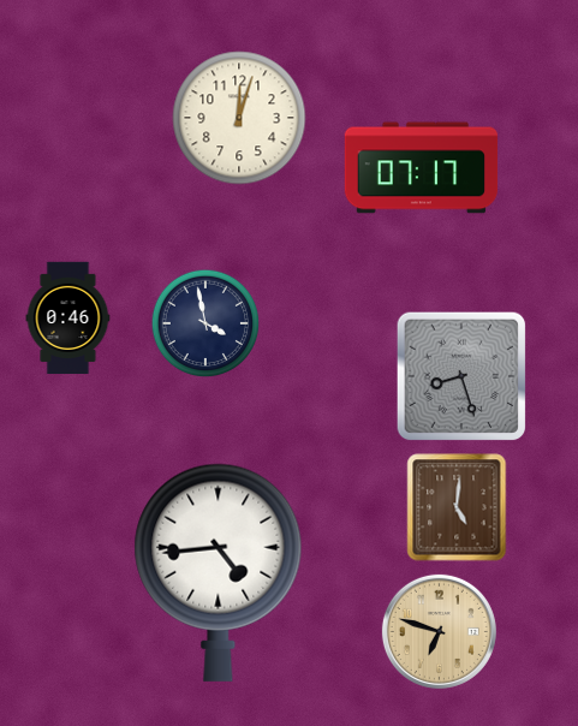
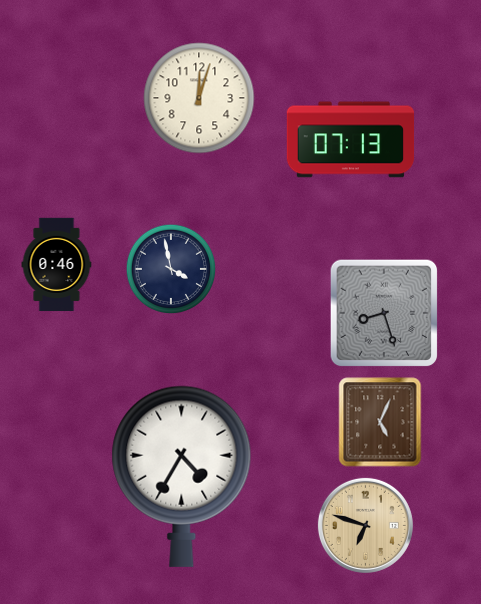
clock at (422, 168): 07:17 -> 07:13
clock at (457, 507): 5:01 -> 5:04
clock at (219, 572): 4:44 -> 4:35
